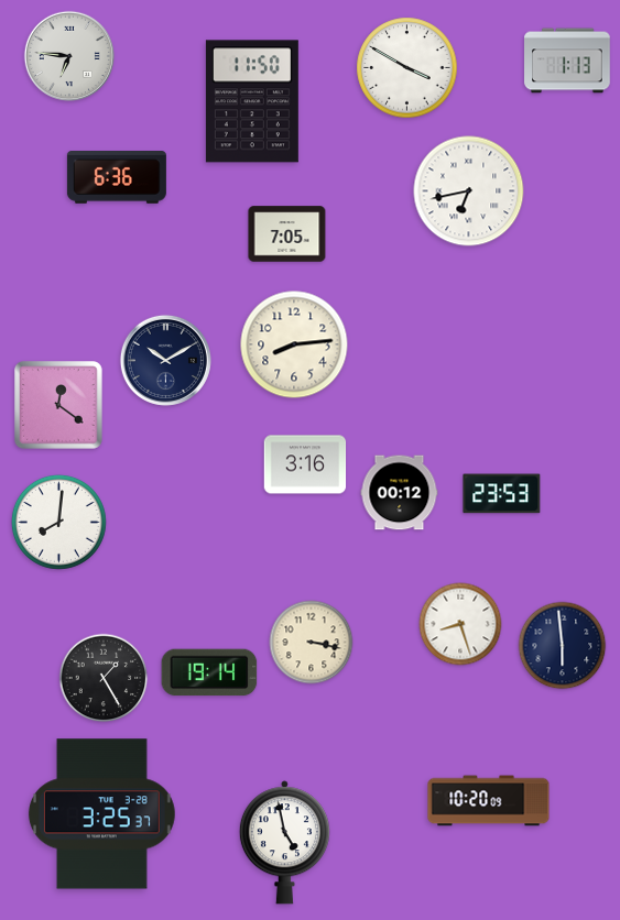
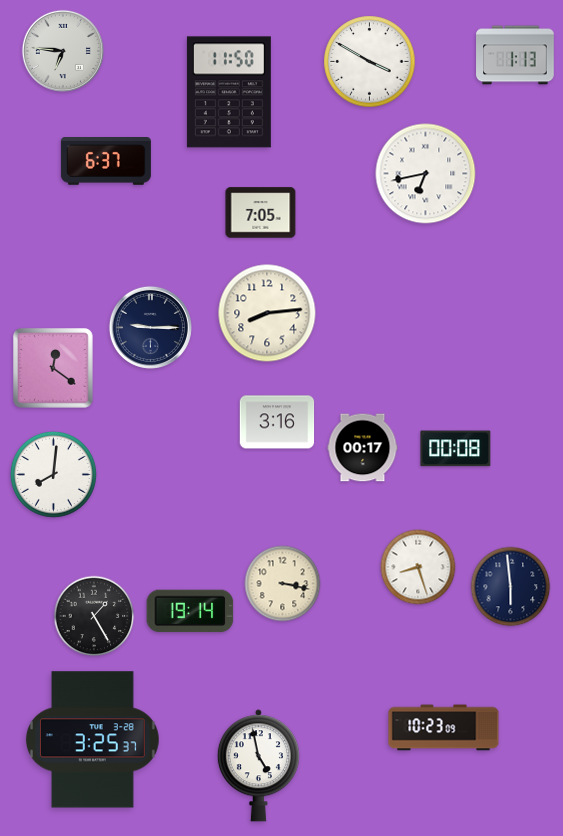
clock at (117, 178): 6:36 -> 6:37
clock at (165, 360): 10:10 -> 9:15
clock at (400, 493): 00:12 -> 00:17
clock at (502, 494): 23:53 -> 00:08
clock at (489, 801): 10:20 -> 10:23
